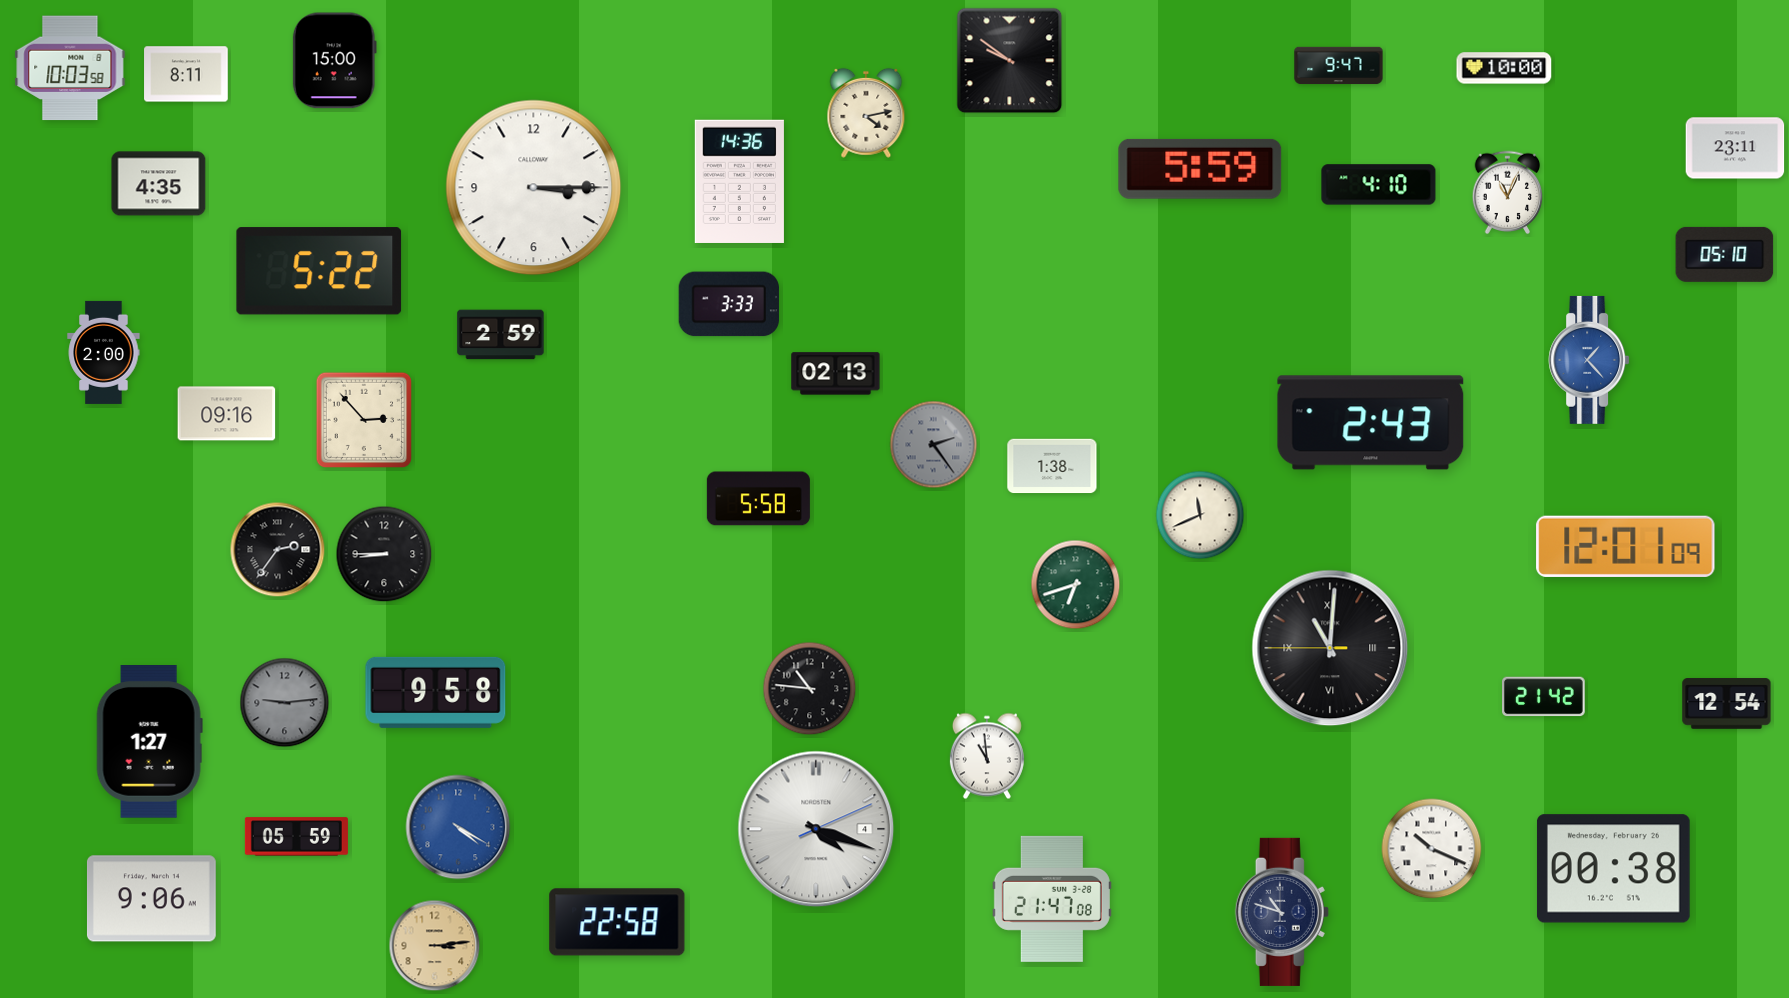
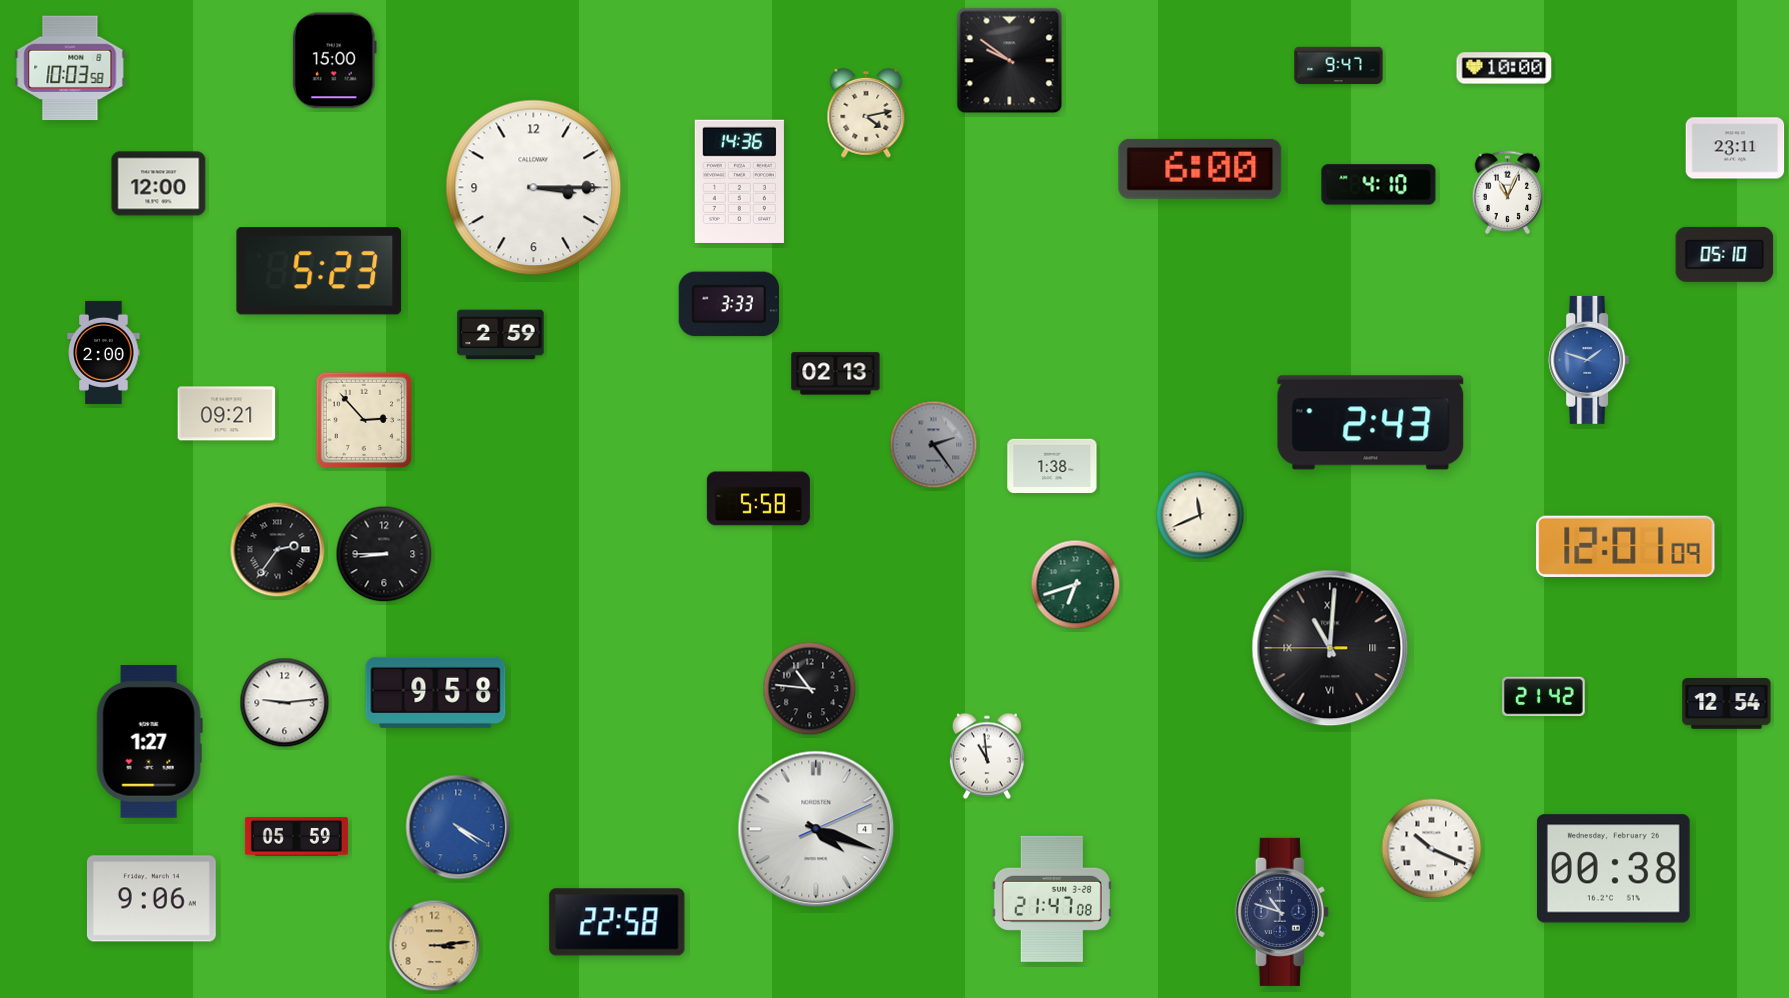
clock at (186, 74): 8:11 -> none
clock at (1200, 169): 5:59 -> 6:00
clock at (159, 184): 4:35 -> 12:00
clock at (319, 271): 5:22 -> 5:23
clock at (1589, 360): 1:23 -> 1:48
clock at (227, 414): 09:16 -> 09:21
clock at (285, 703) dial: grey -> white
